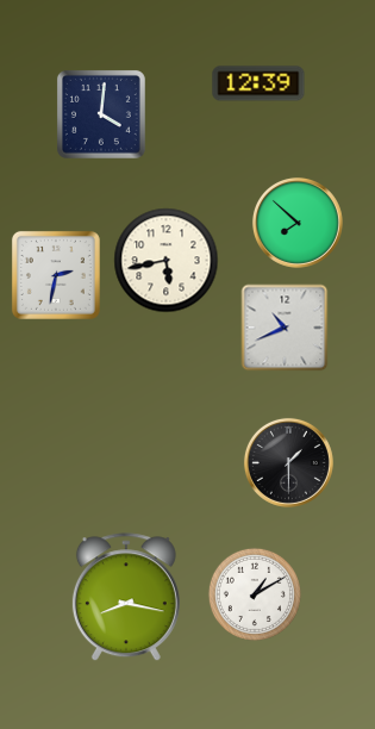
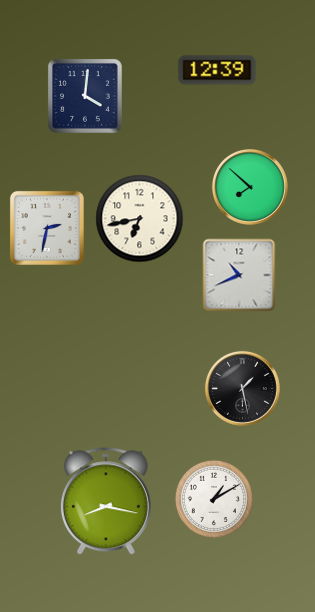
clock at (167, 261): 5:43 -> 6:43
clock at (56, 275) position: (56, 275) -> (47, 228)
clock at (288, 462): 1:30 -> 1:28
